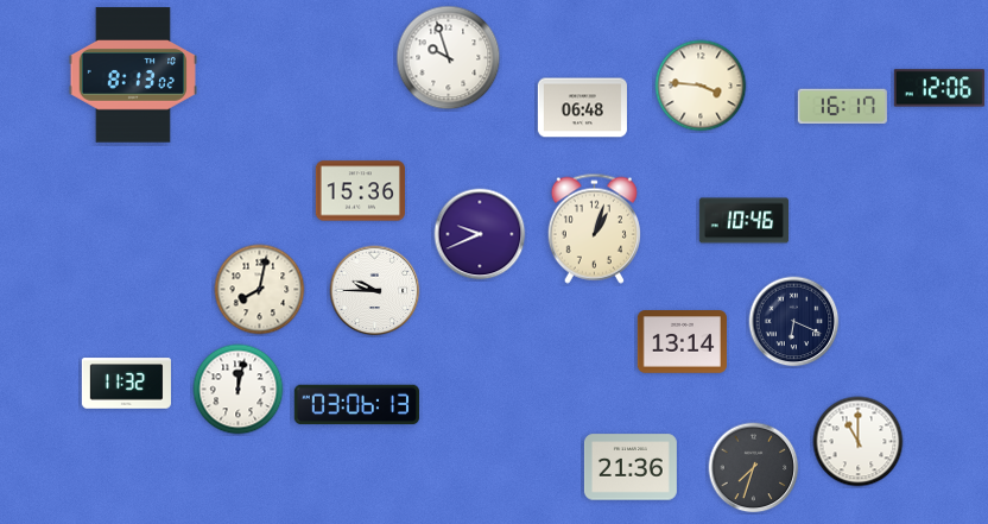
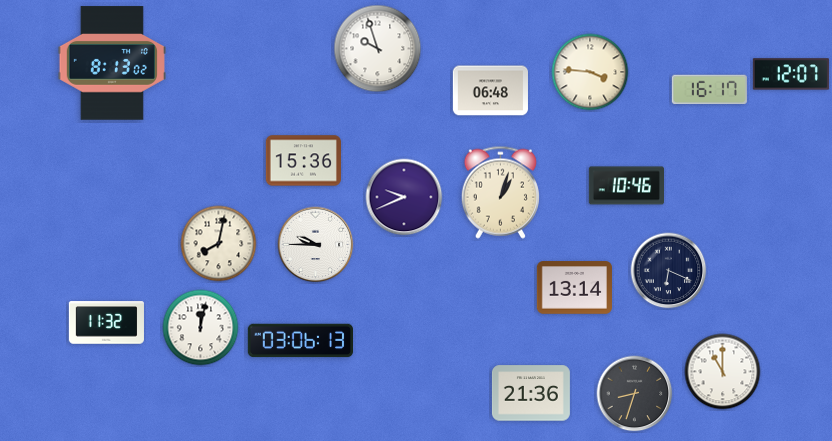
clock at (939, 88): 12:06 -> 12:07
clock at (754, 468): 7:33 -> 8:33
